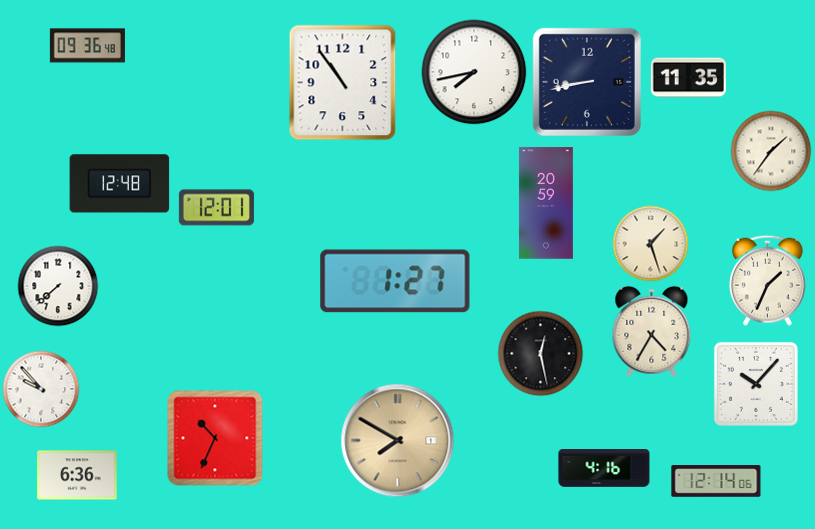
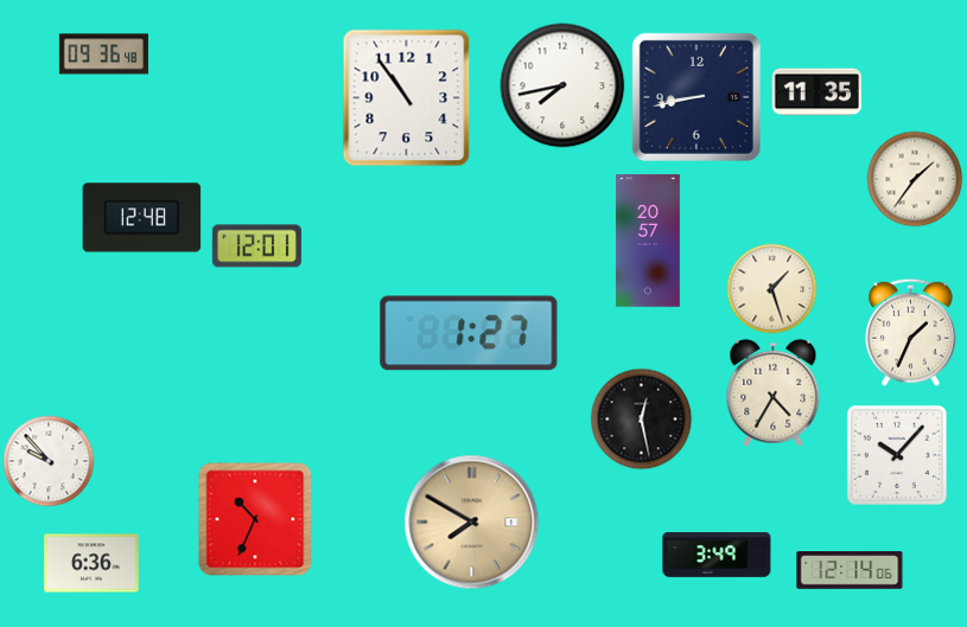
clock at (546, 203): 20:59 -> 20:57
clock at (58, 286): 7:38 -> none
clock at (604, 469): 4:16 -> 3:49
